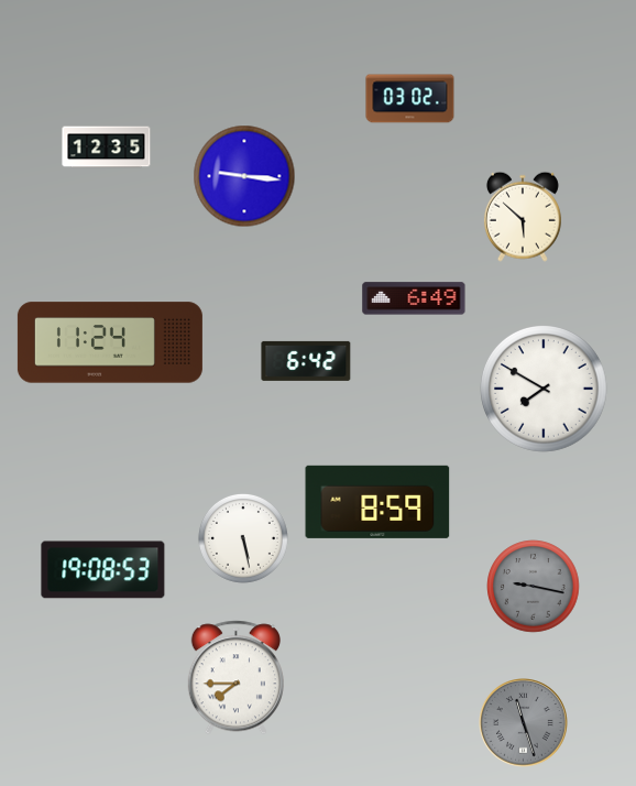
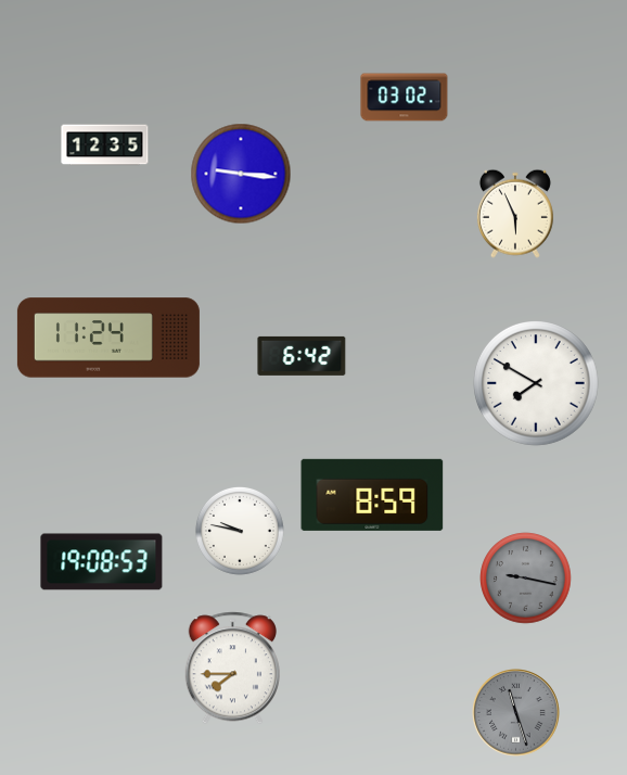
clock at (523, 217): 5:52 -> 5:56
clock at (414, 298): 6:49 -> none
clock at (243, 538): 5:28 -> 9:47
